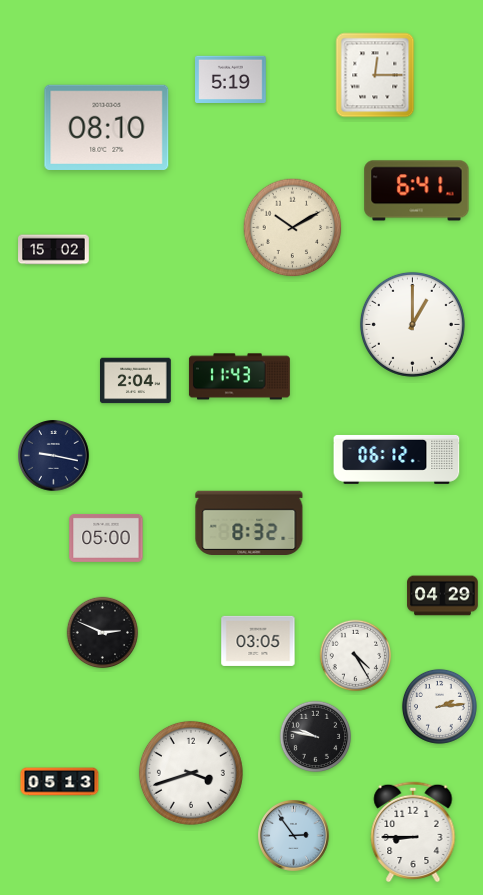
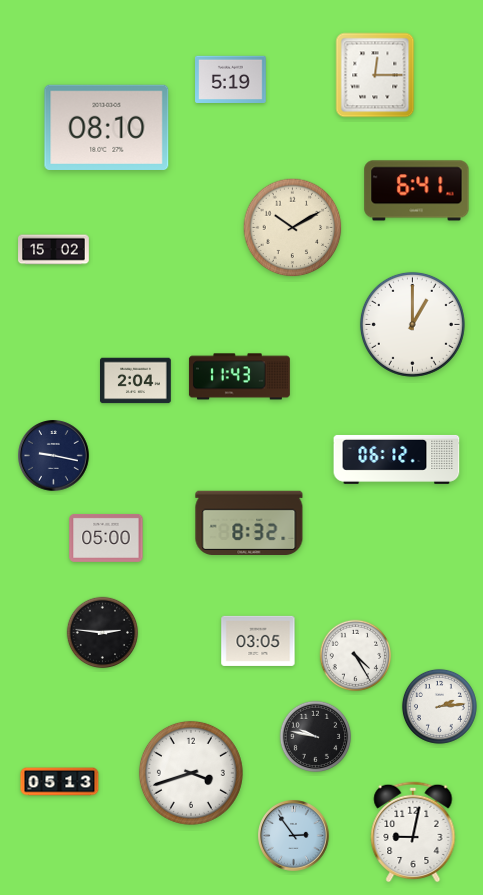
clock at (443, 596): 04:29 -> none
clock at (103, 633): 2:49 -> 2:46
clock at (413, 832): 8:45 -> 9:02
